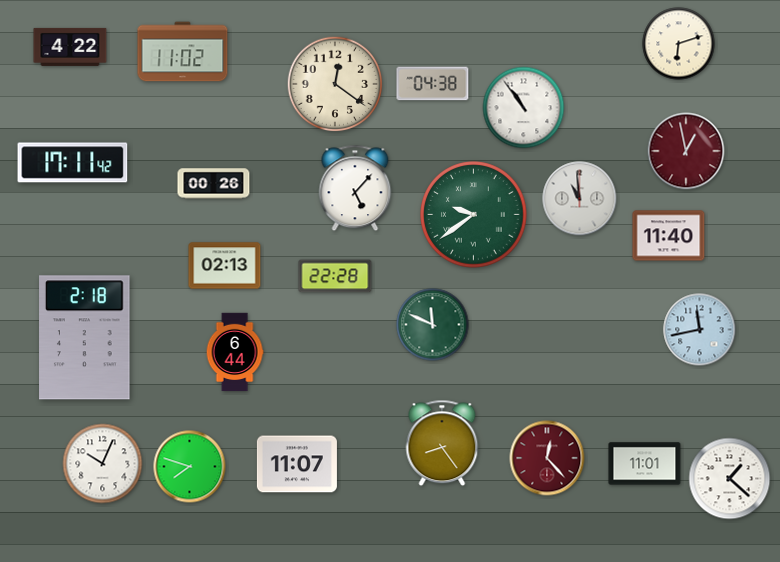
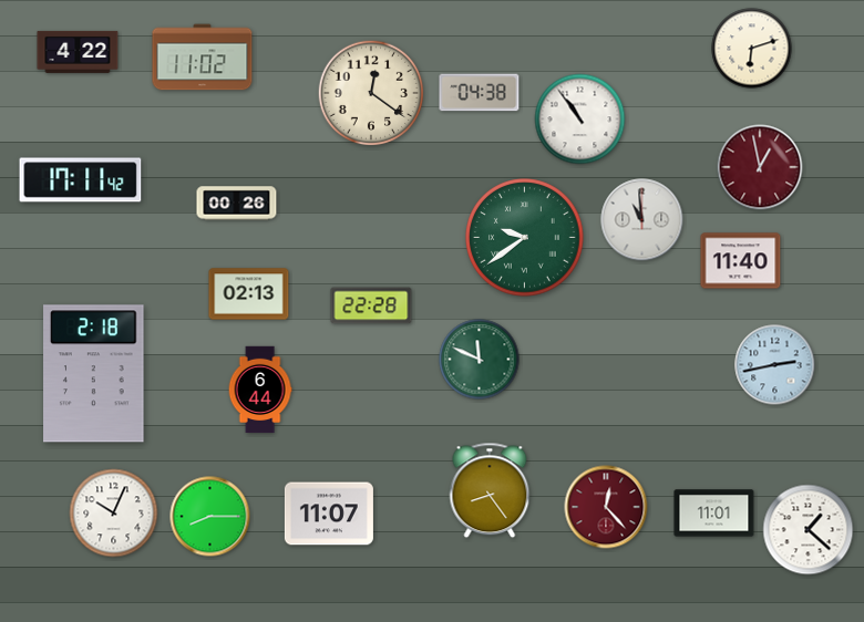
clock at (355, 188): 5:07 -> none
clock at (700, 330): 11:43 -> 2:43
clock at (190, 467): 7:48 -> 8:15
